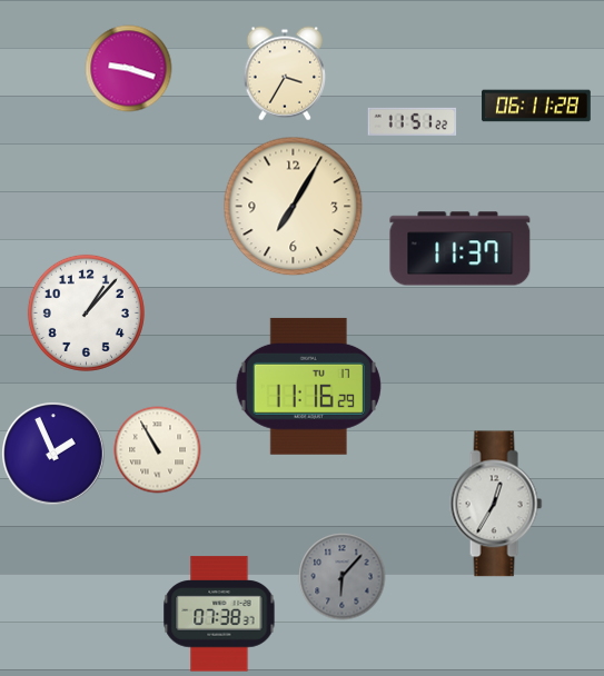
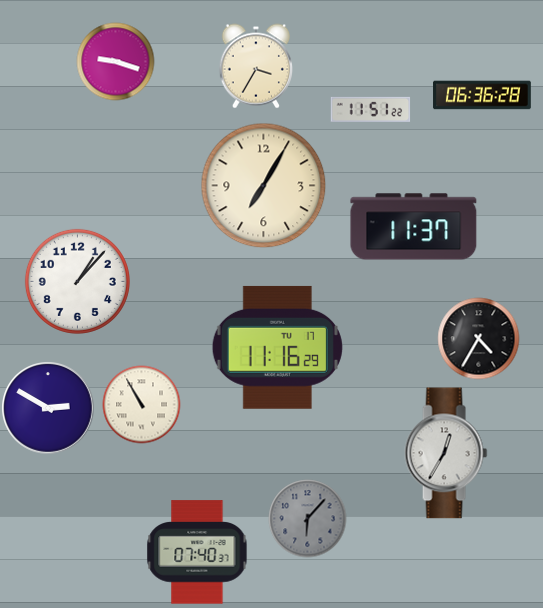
clock at (536, 106): 06:11 -> 06:36
clock at (461, 249) position: (461, 249) -> (414, 227)
clock at (478, 338): none -> 4:35
clock at (53, 454): 1:56 -> 2:50
clock at (219, 614): 07:38 -> 07:40
